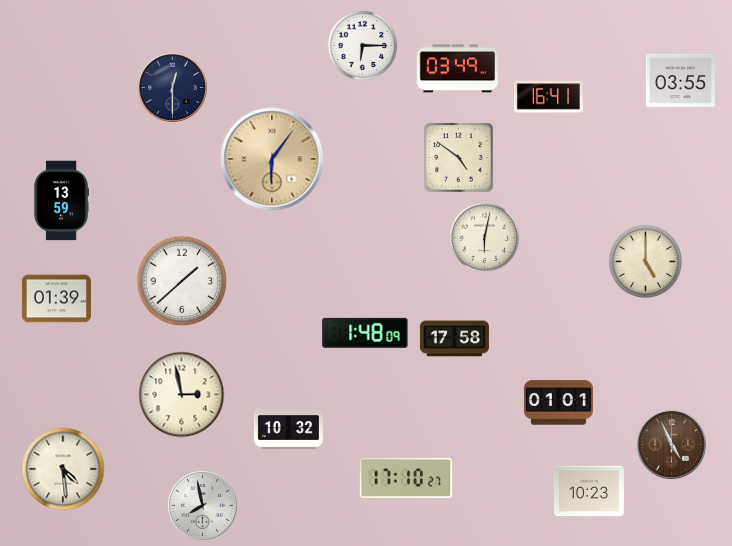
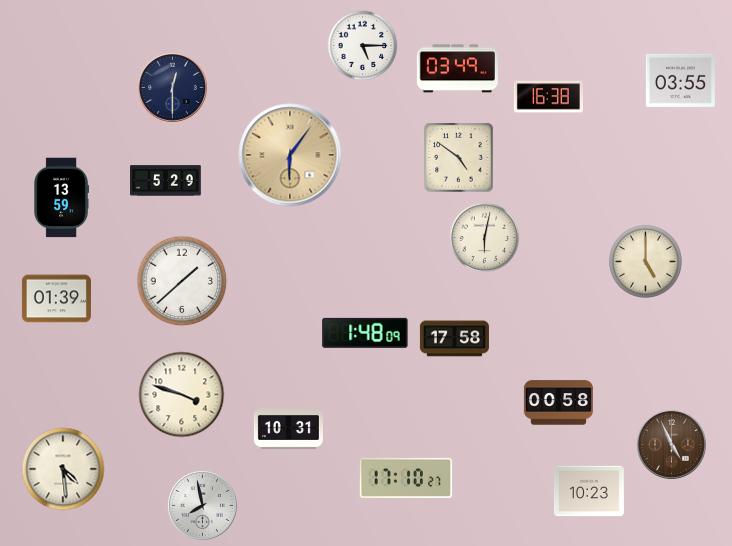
clock at (363, 46): 6:15 -> 5:15
clock at (548, 97): 16:41 -> 16:38
clock at (272, 159) position: (272, 159) -> (290, 155)
clock at (166, 181): none -> 5:29
clock at (61, 201) position: (61, 201) -> (61, 198)
clock at (182, 395): 2:58 -> 3:48
clock at (558, 403): 01:01 -> 00:58
clock at (288, 429): 10:32 -> 10:31
